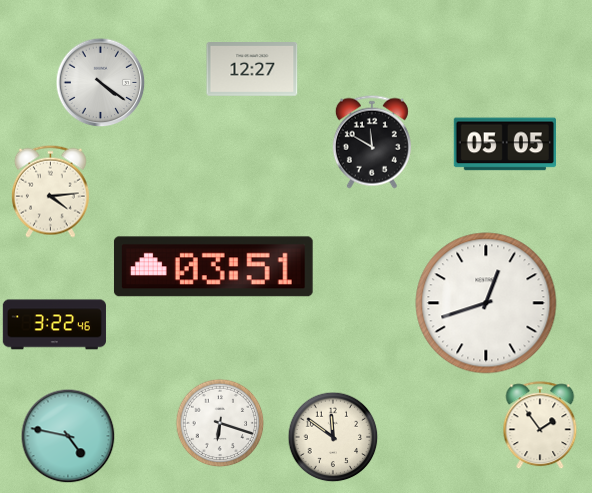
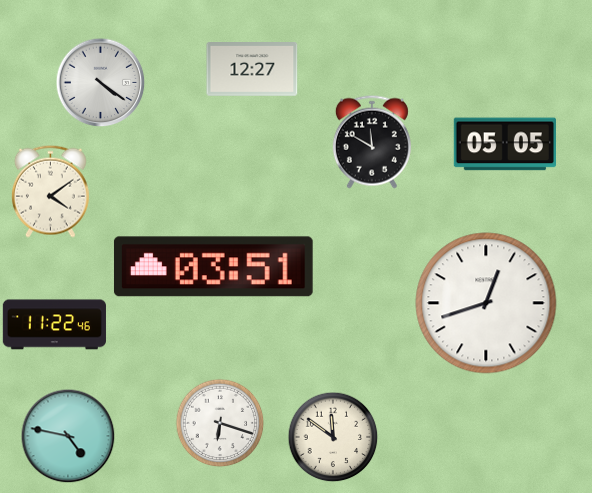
clock at (50, 191): 4:14 -> 4:09
clock at (54, 325): 3:22 -> 11:22
clock at (540, 425): 1:54 -> none
